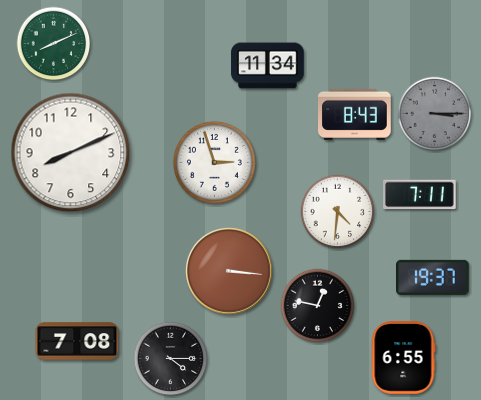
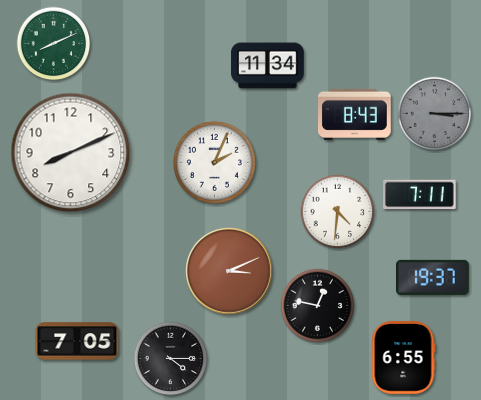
clock at (214, 162): 2:57 -> 2:04
clock at (229, 271): 3:16 -> 3:11
clock at (77, 341): 7:08 -> 7:05
